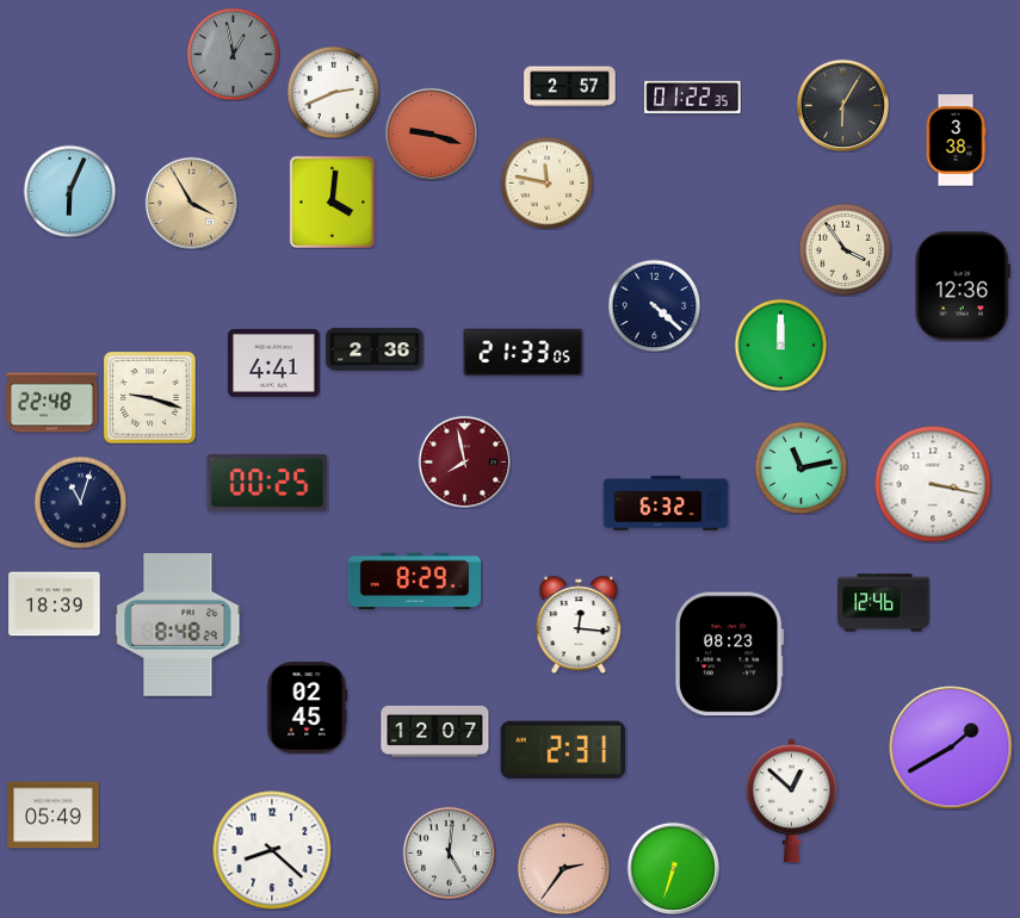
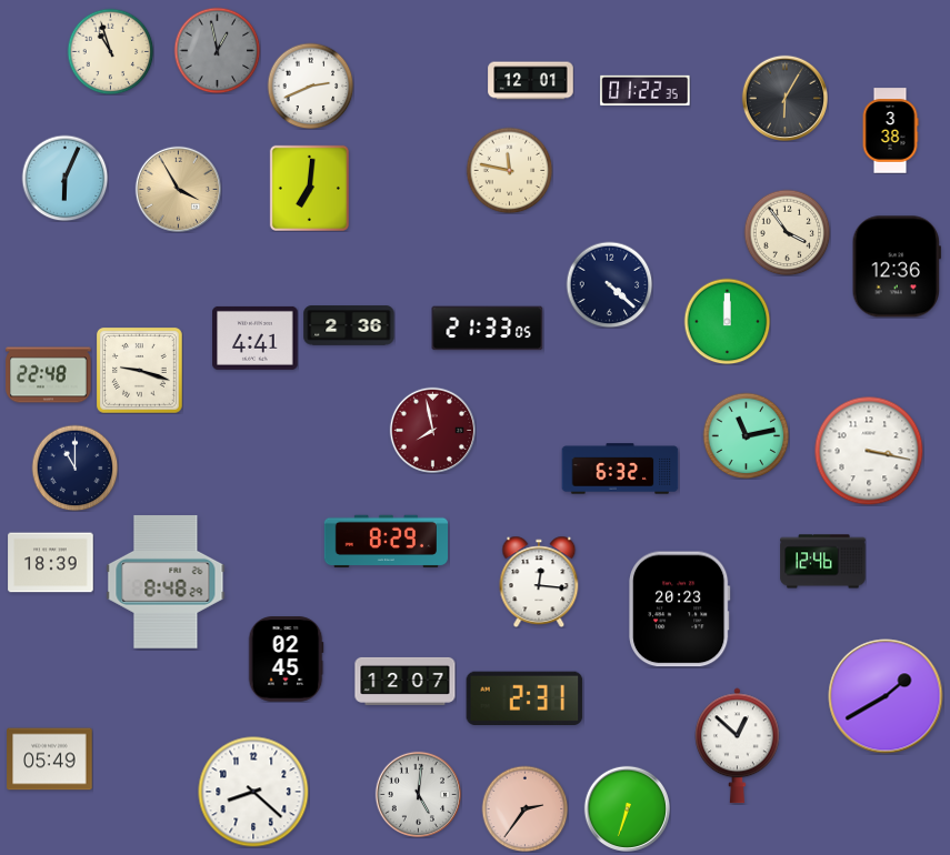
clock at (110, 51): none -> 10:57
clock at (570, 87): 2:57 -> 12:01
clock at (431, 134): 9:18 -> none
clock at (332, 201): 4:01 -> 7:01
clock at (267, 484): 00:25 -> none
clock at (80, 502): 11:03 -> 11:00
clock at (729, 655): 08:23 -> 20:23
